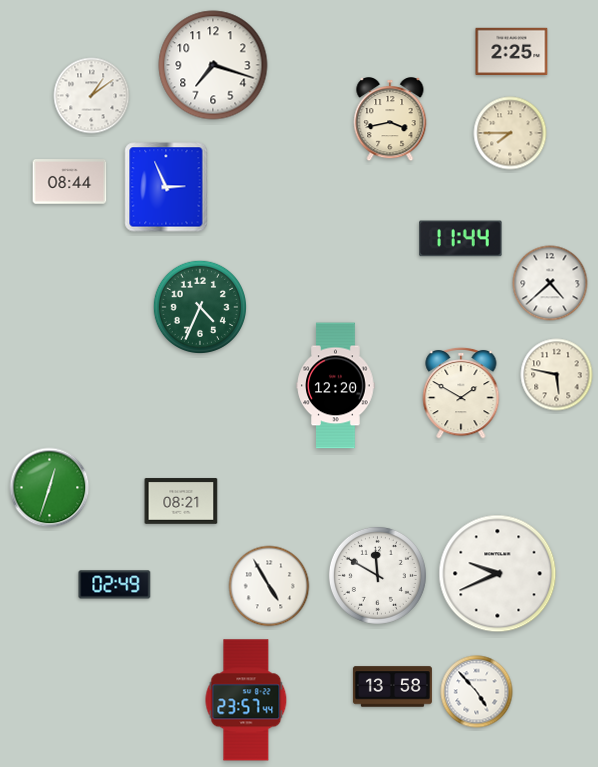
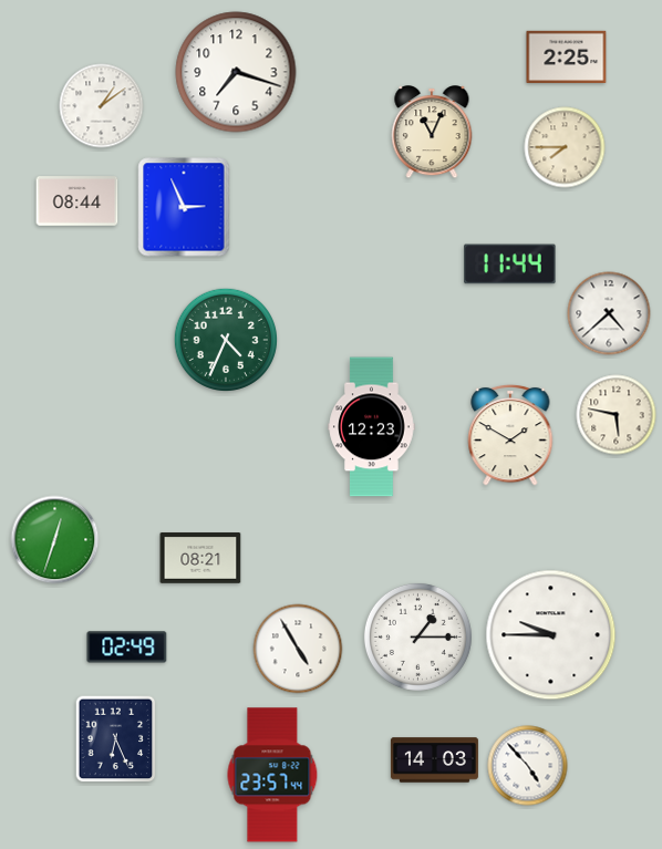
clock at (390, 119): 3:43 -> 11:04
clock at (199, 306) position: (199, 306) -> (225, 339)
clock at (336, 386): 12:20 -> 12:23
clock at (181, 501) position: (181, 501) -> (200, 558)
clock at (498, 574): 9:41 -> 9:45
clock at (377, 575): 11:50 -> 1:15
clock at (116, 739): none -> 6:26
clock at (392, 687): 13:58 -> 14:03
